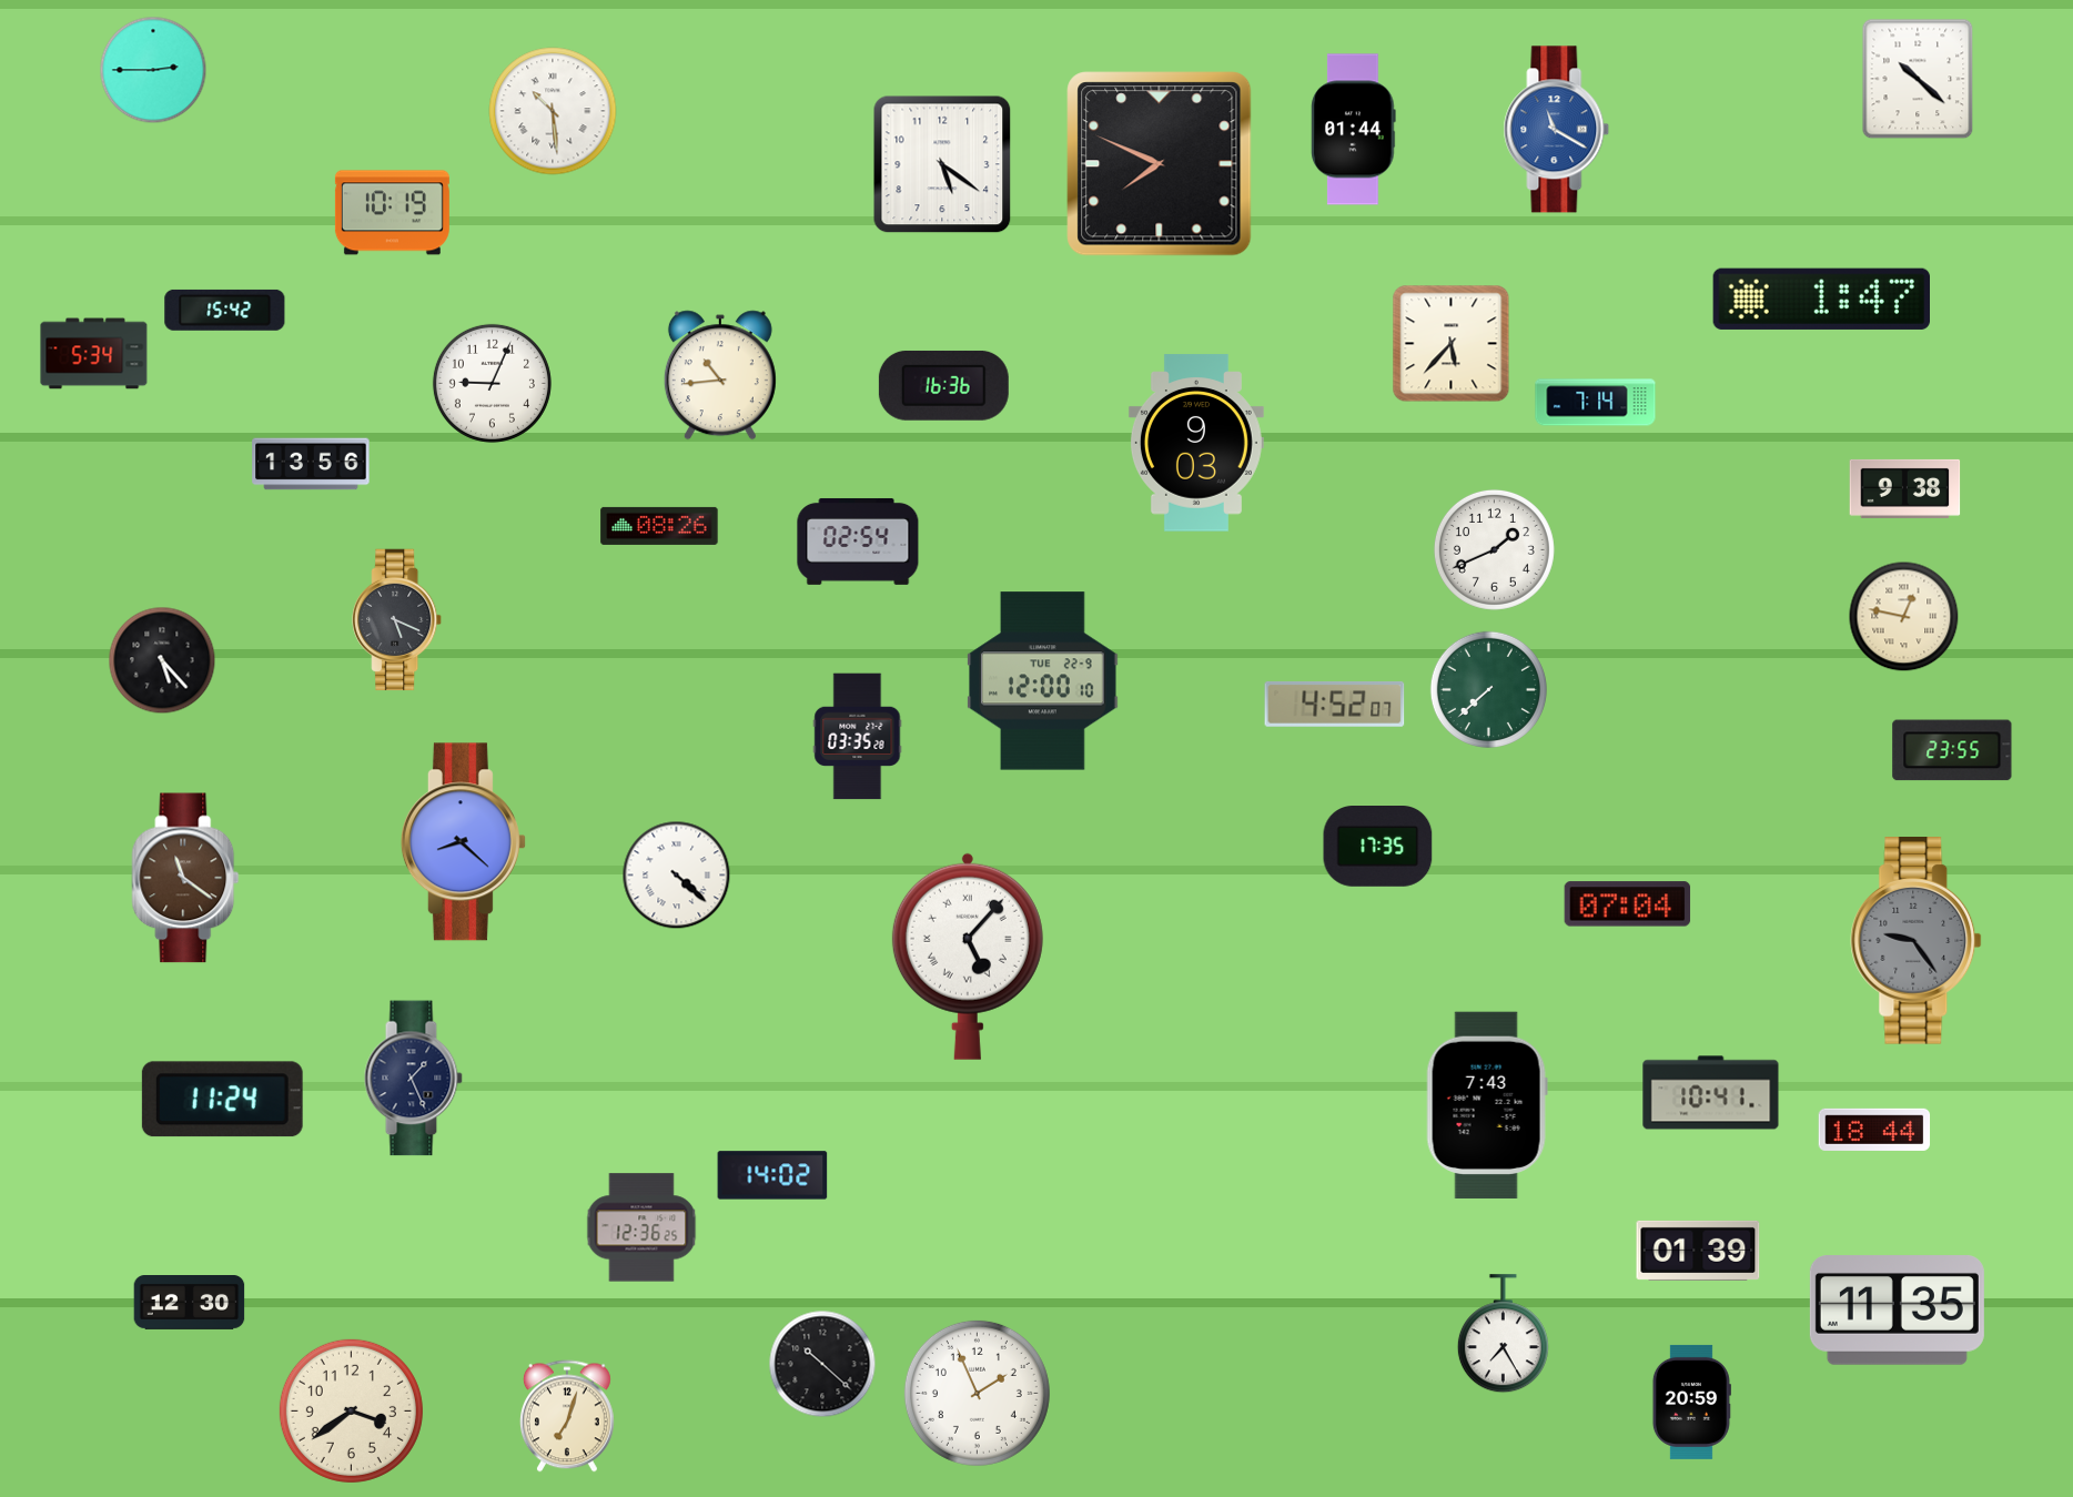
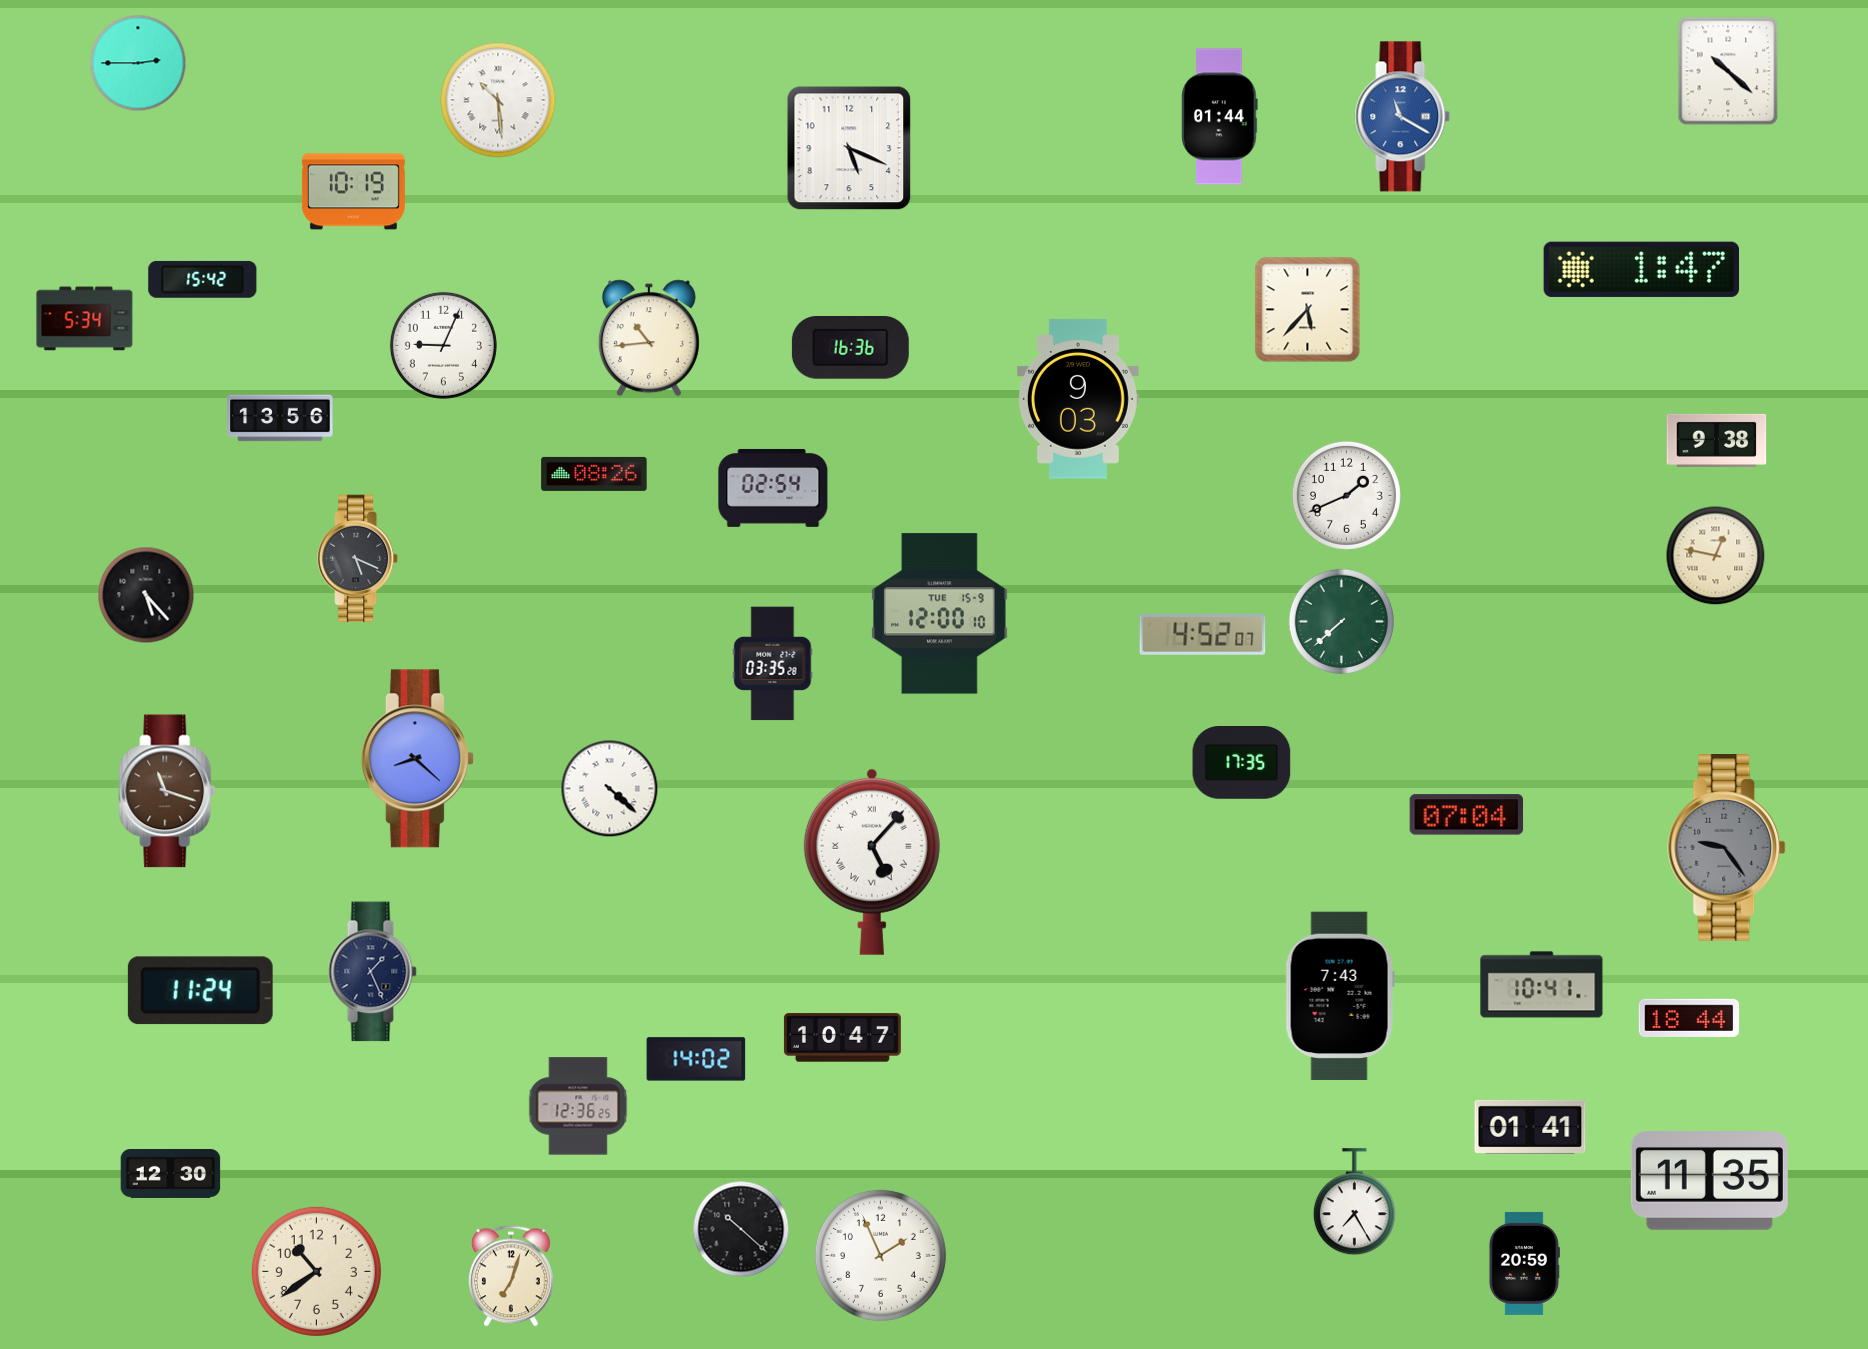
clock at (942, 164): 5:21 -> 5:19
clock at (1160, 164): 7:49 -> none
clock at (1596, 403): 7:14 -> none
clock at (1043, 681) date: TUE 22-9 -> TUE 15-9
clock at (1952, 750): 23:55 -> none
clock at (185, 878): 11:21 -> 11:18
clock at (842, 1038): none -> 10:47
clock at (1698, 1251): 01:39 -> 01:41
clock at (351, 1410): 3:39 -> 10:39
